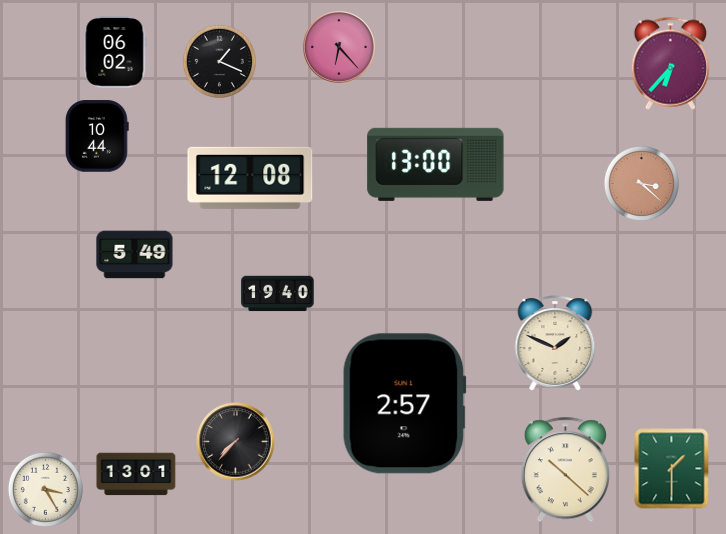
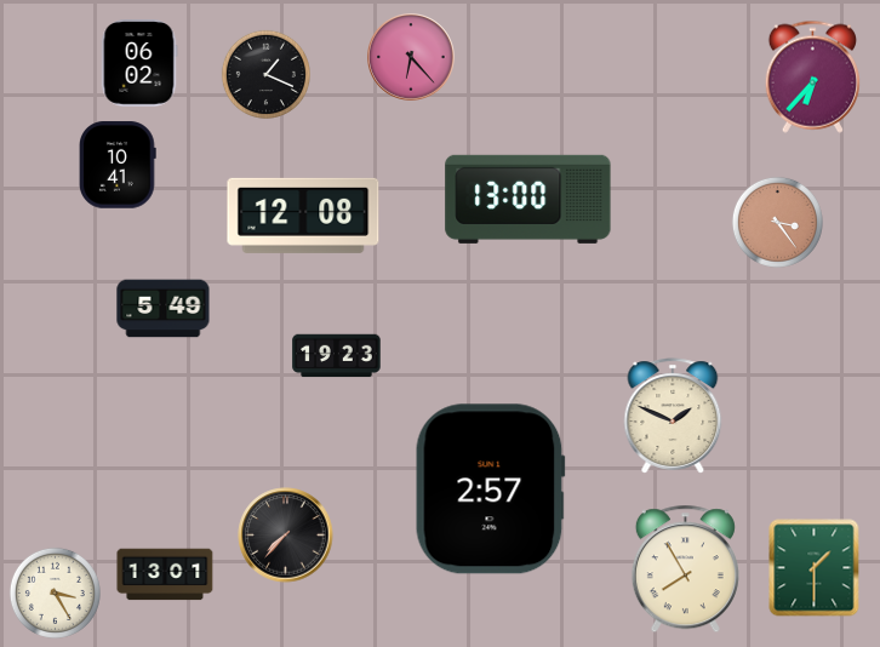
clock at (98, 136): 10:44 -> 10:41
clock at (641, 183): 3:22 -> 3:24
clock at (278, 294): 19:40 -> 19:23
clock at (565, 470): 10:22 -> 7:55
